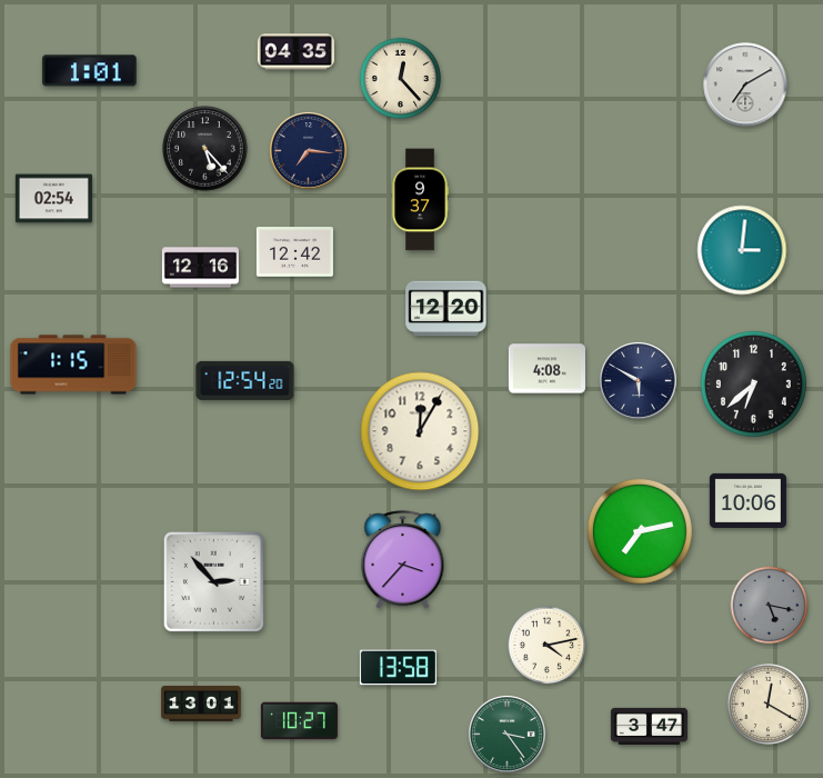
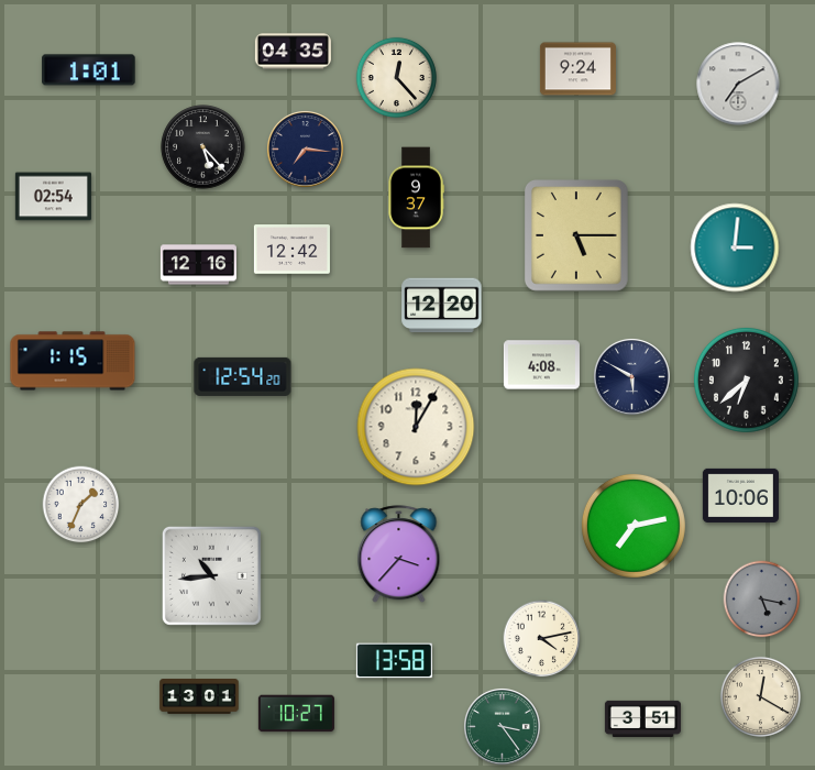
clock at (577, 69): none -> 9:24
clock at (577, 237): none -> 5:15
clock at (81, 505): none -> 1:34
clock at (213, 581): 2:53 -> 10:44
clock at (649, 726): 3:47 -> 3:51
